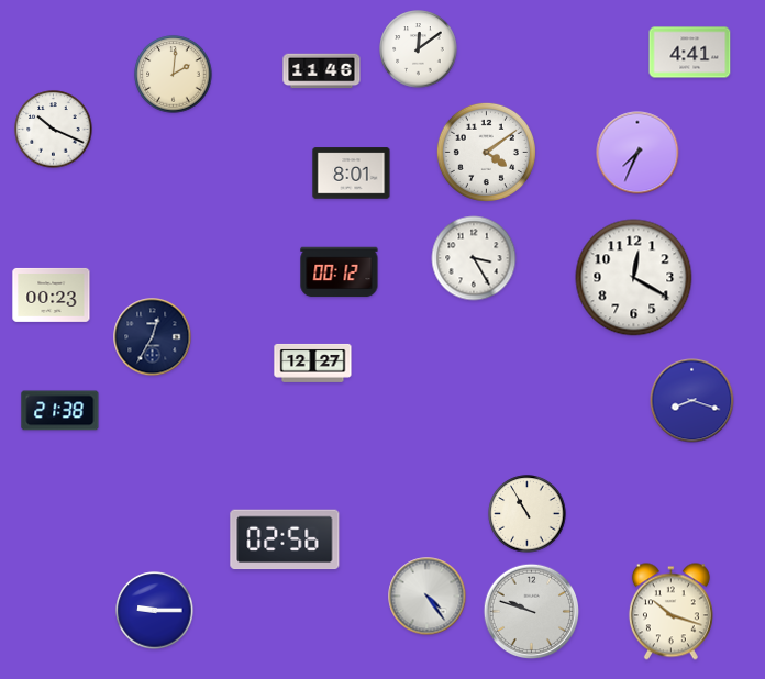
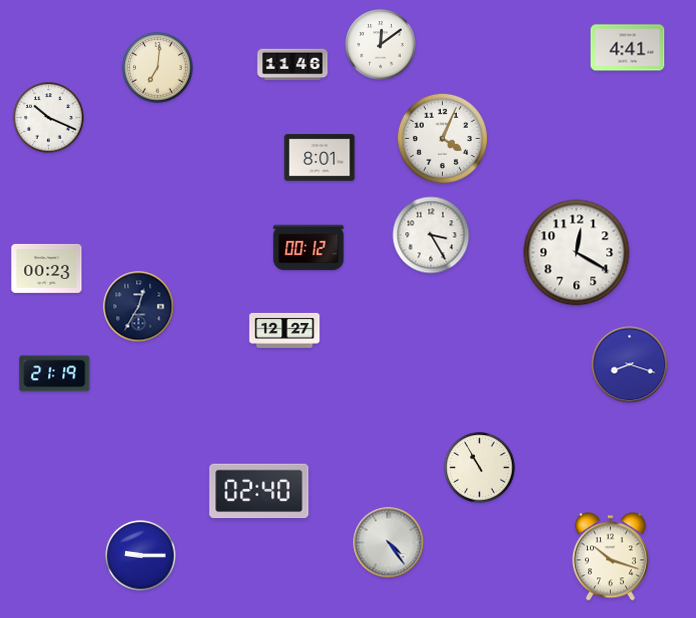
clock at (174, 75): 2:01 -> 7:01
clock at (486, 152): 4:09 -> 4:04
clock at (637, 153): 7:34 -> none
clock at (60, 411): 21:38 -> 21:19
clock at (285, 539): 02:56 -> 02:40
clock at (532, 612): 9:48 -> none
